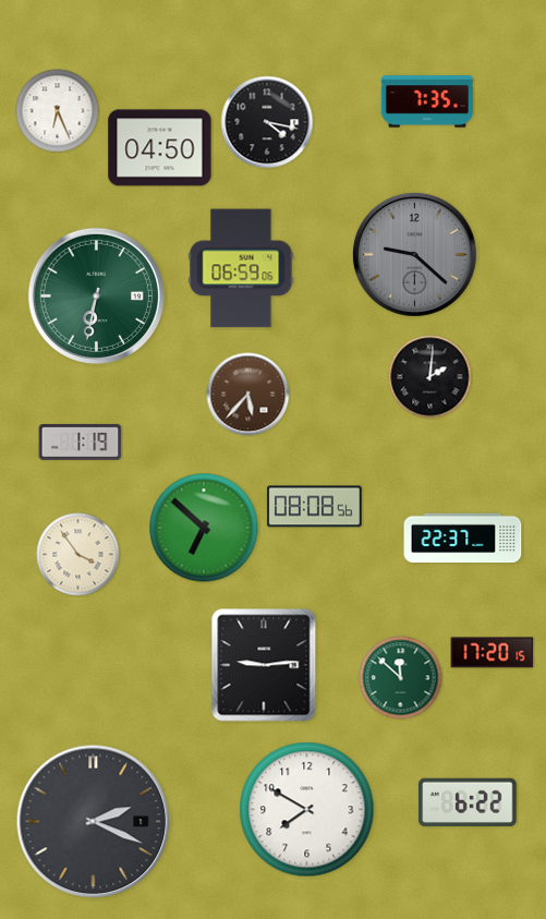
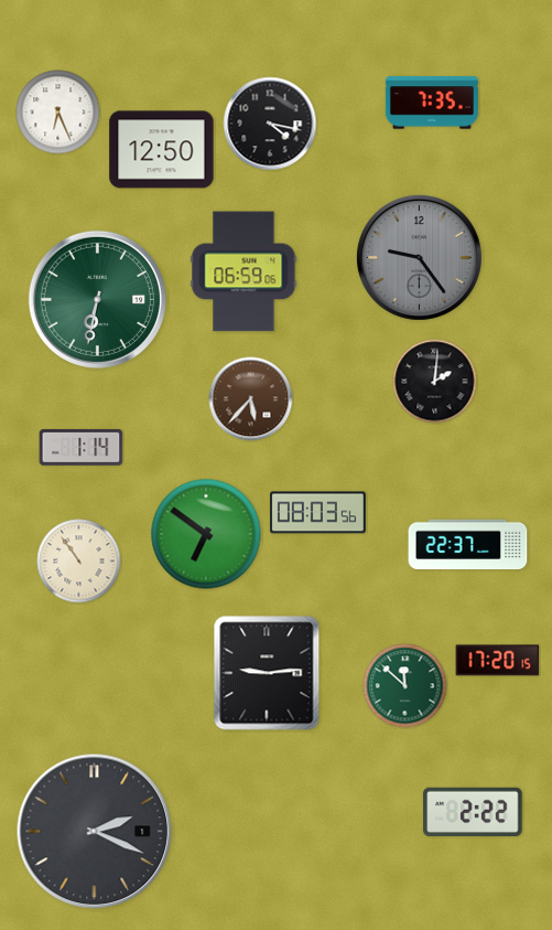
clock at (160, 148): 04:50 -> 12:50
clock at (414, 254): 9:22 -> 9:24
clock at (81, 443): 1:19 -> 1:14
clock at (314, 507): 08:08 -> 08:03
clock at (204, 528): 6:52 -> 6:51
clock at (78, 555): 3:54 -> 10:54
clock at (468, 802): 6:22 -> 2:22
clock at (307, 810): 7:50 -> none
